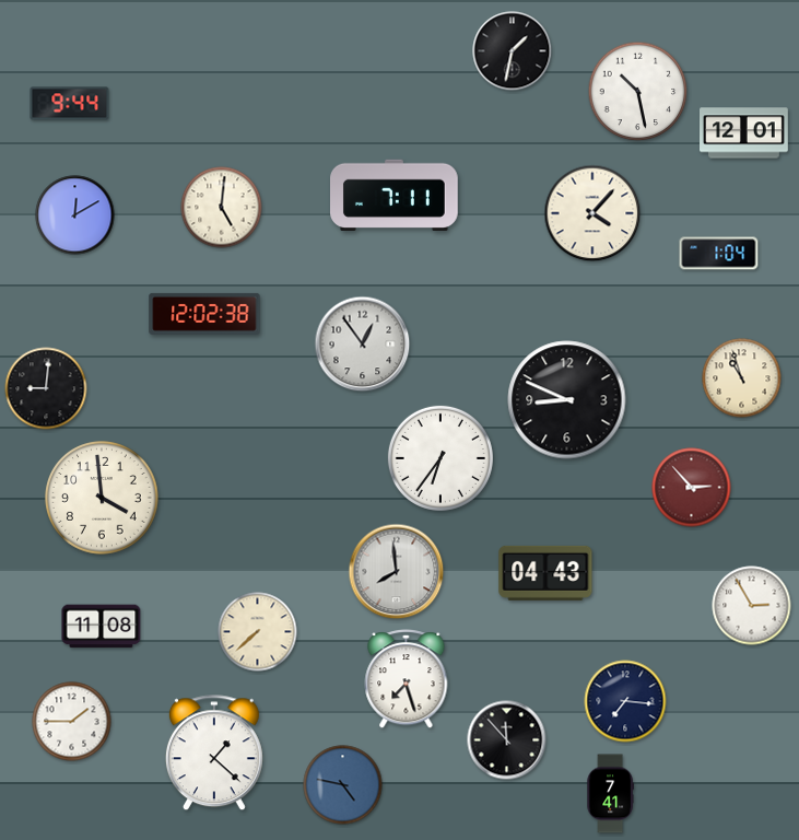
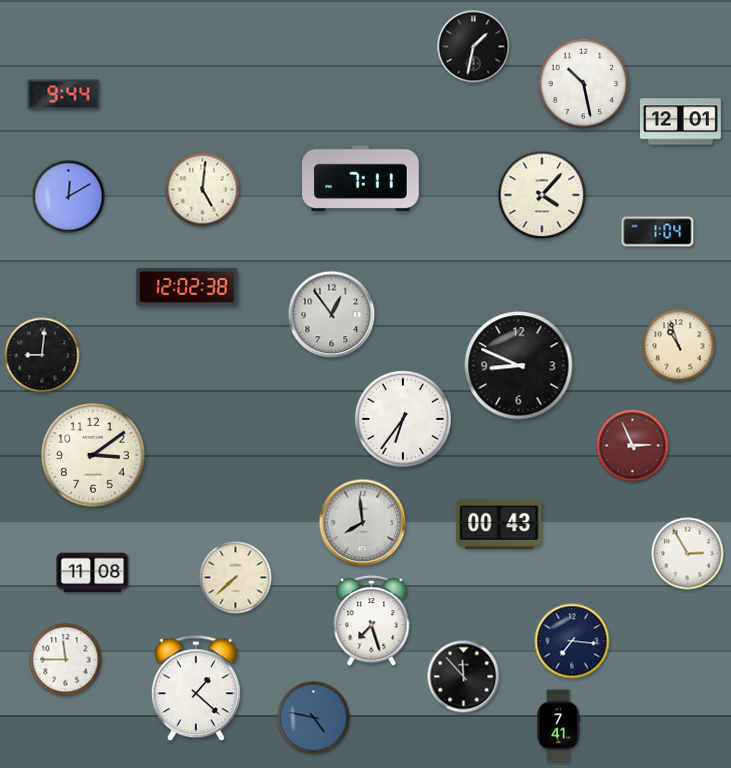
clock at (513, 51) position: (513, 51) -> (474, 47)
clock at (692, 488): 2:53 -> 2:56
clock at (102, 498): 3:59 -> 3:09
clock at (545, 573): 04:43 -> 00:43
clock at (72, 722): 1:45 -> 11:45
